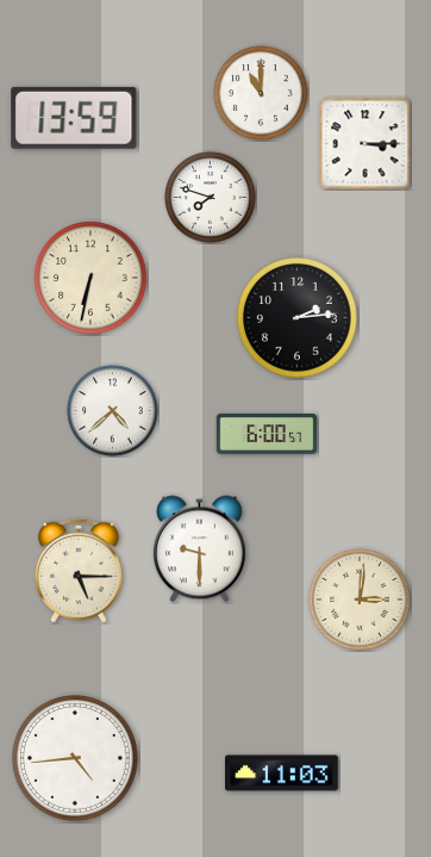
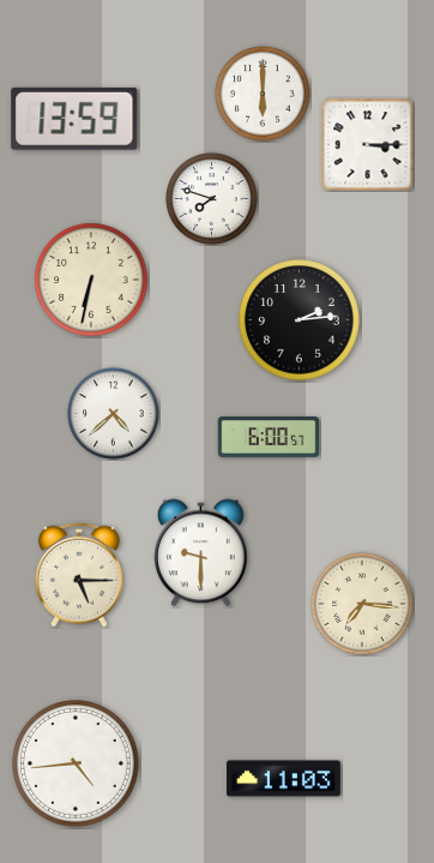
clock at (261, 93): 11:00 -> 6:00
clock at (360, 600): 3:01 -> 7:16
